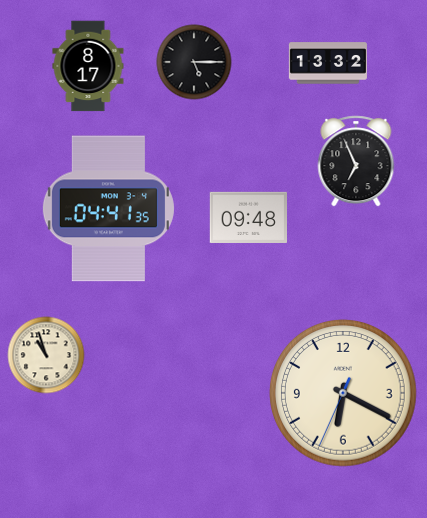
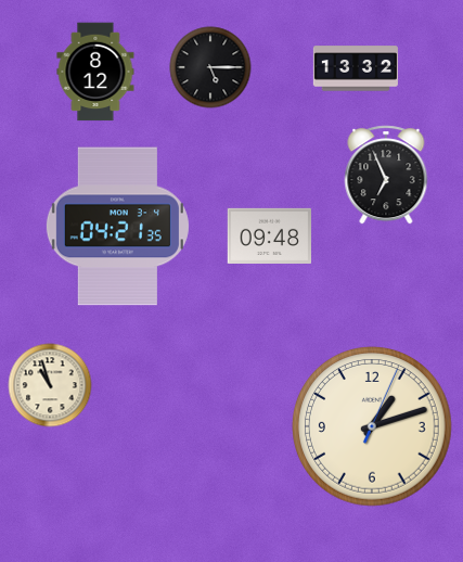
clock at (88, 66): 8:17 -> 8:12
clock at (108, 209): 04:41 -> 04:21
clock at (343, 393): 6:19 -> 1:12
